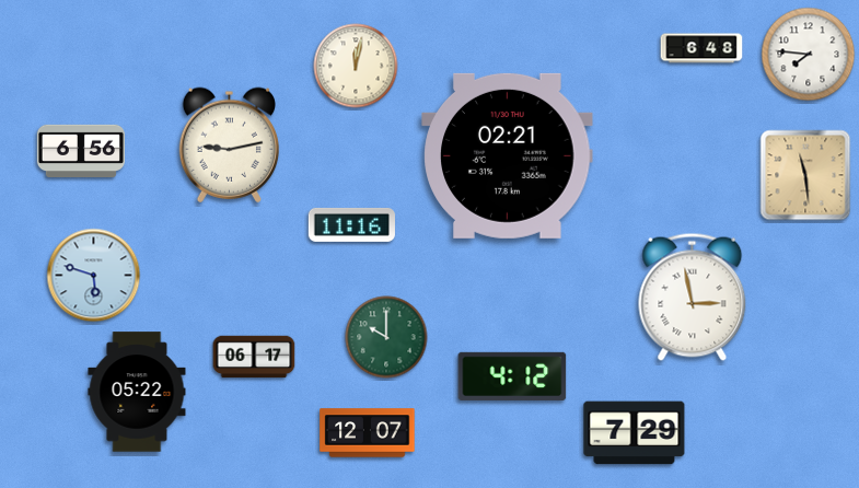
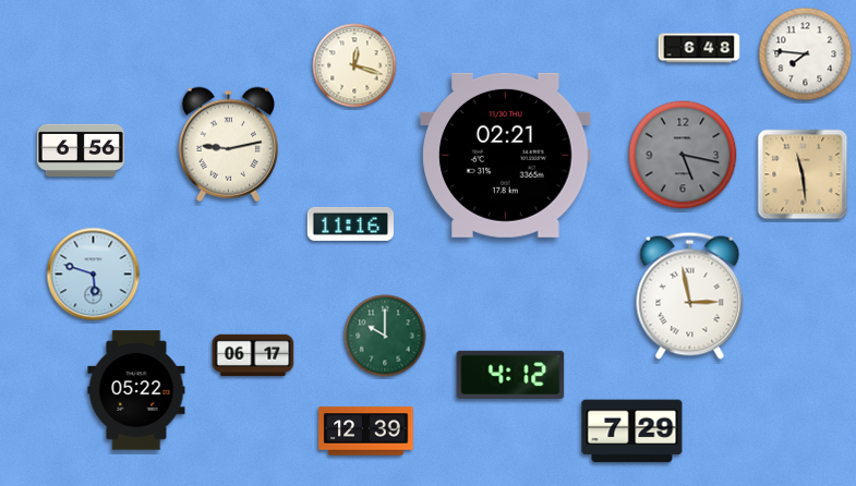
clock at (356, 66): 12:02 -> 12:18
clock at (683, 155): none -> 5:17
clock at (368, 433): 12:07 -> 12:39
